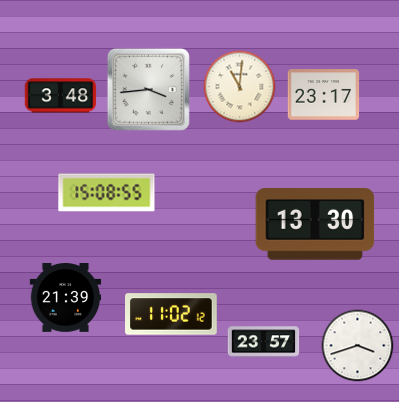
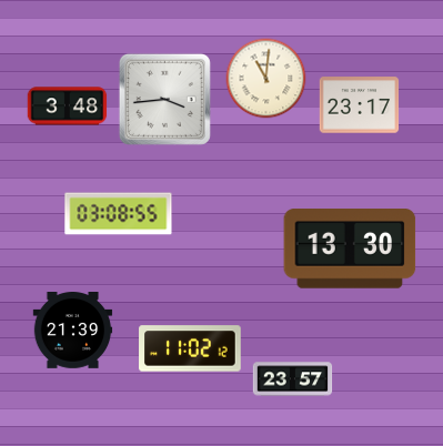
clock at (240, 87) position: (240, 87) -> (266, 79)
clock at (107, 193): 15:08 -> 03:08
clock at (358, 346): 3:42 -> none
